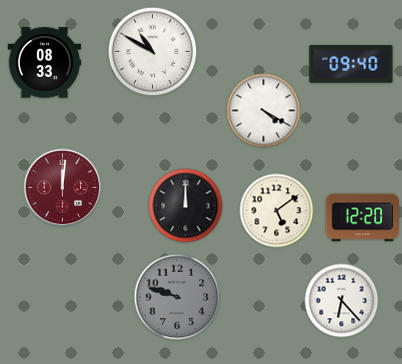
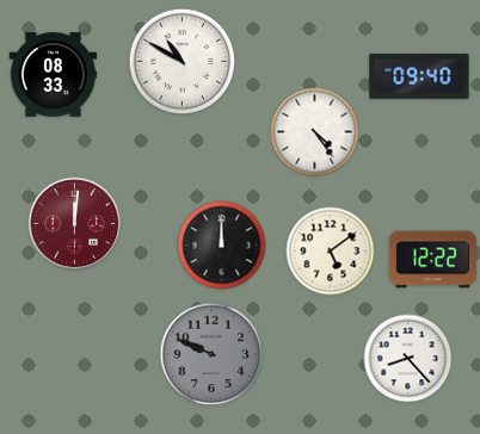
clock at (264, 111): 4:20 -> 4:24
clock at (362, 218): 12:20 -> 12:22
clock at (177, 297): 9:48 -> 9:49
clock at (342, 301): 6:23 -> 8:23
